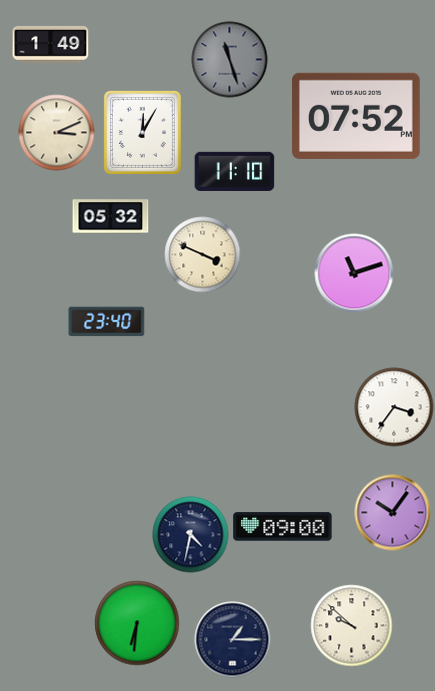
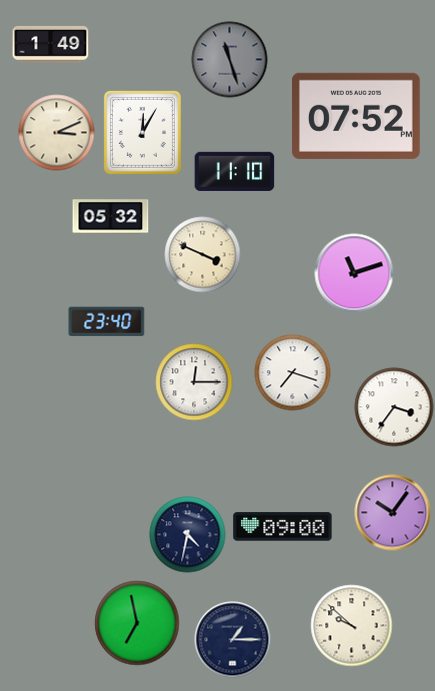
clock at (293, 373): none -> 7:18
clock at (194, 382): none -> 12:15
clock at (191, 535) position: (191, 535) -> (188, 535)
clock at (137, 623): 6:31 -> 6:58
